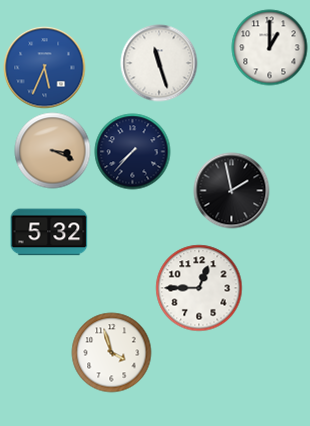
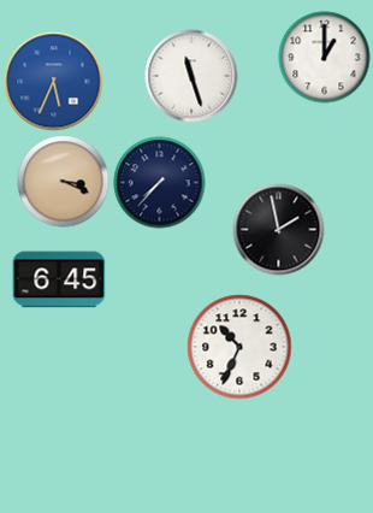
clock at (49, 232): 5:32 -> 6:45
clock at (199, 288): 12:45 -> 10:34
clock at (112, 353): 3:57 -> none
